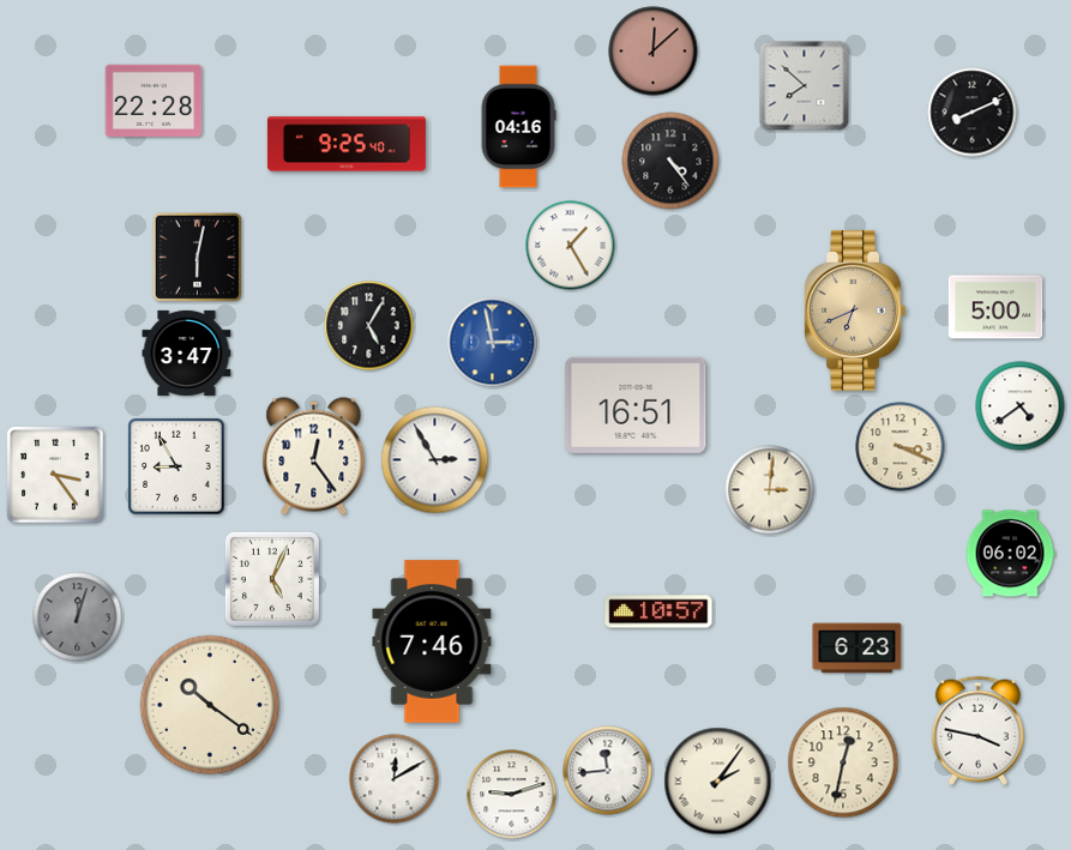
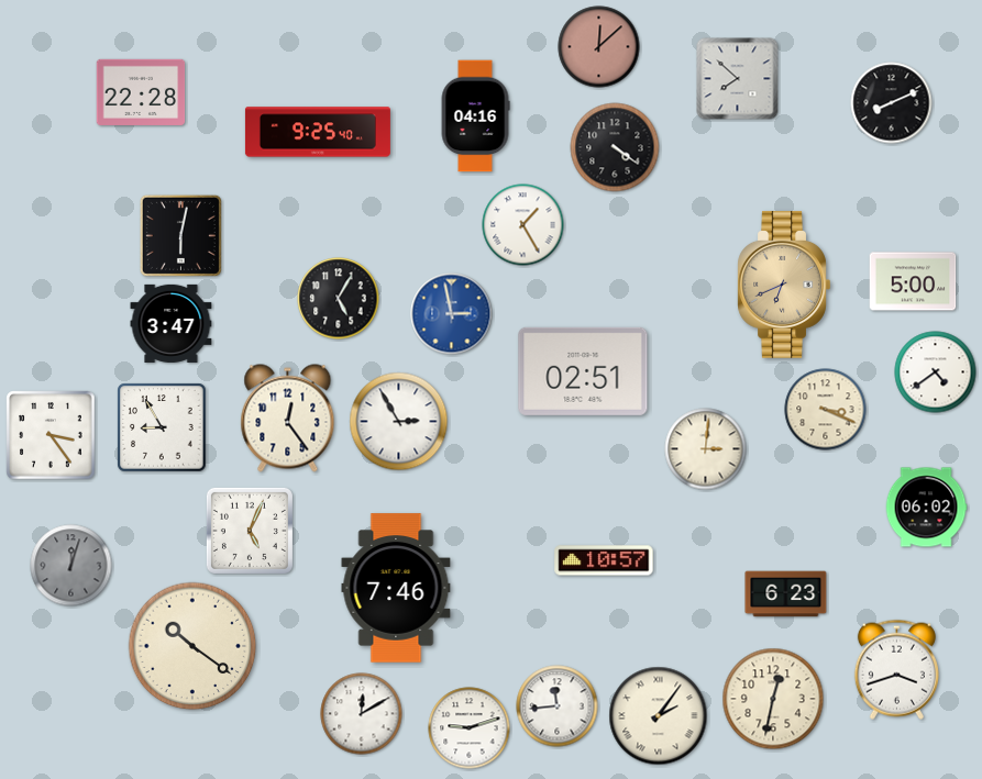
clock at (670, 161): 4:24 -> 4:21
clock at (636, 405): 16:51 -> 02:51
clock at (977, 730): 3:47 -> 3:42
